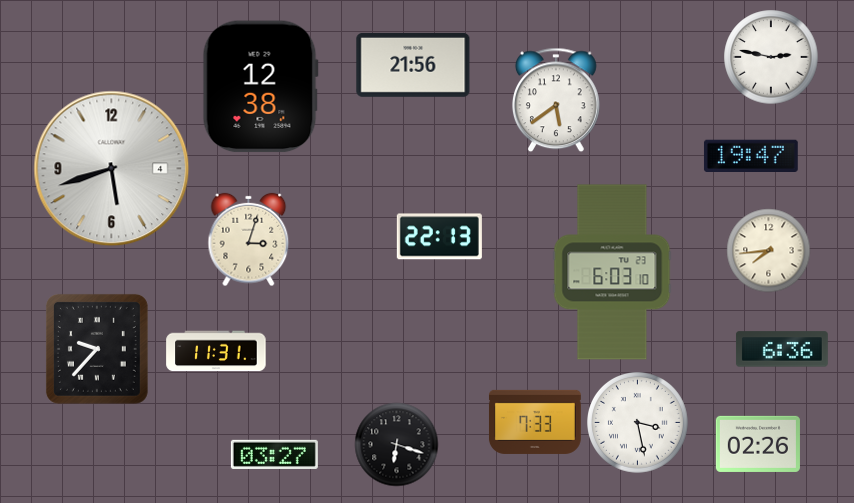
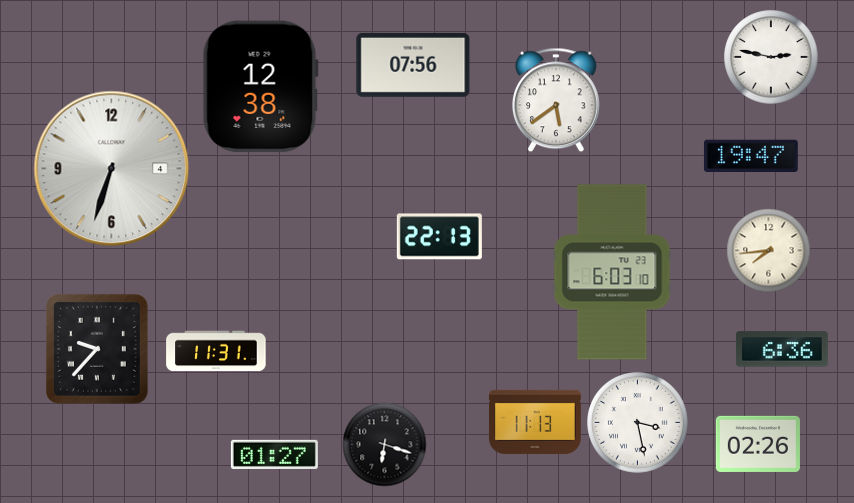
clock at (413, 65): 21:56 -> 07:56
clock at (112, 169): 5:42 -> 6:33
clock at (249, 239): 3:03 -> none
clock at (535, 422): 7:33 -> 11:13
clock at (396, 444) position: (396, 444) -> (384, 444)
clock at (274, 454): 03:27 -> 01:27
